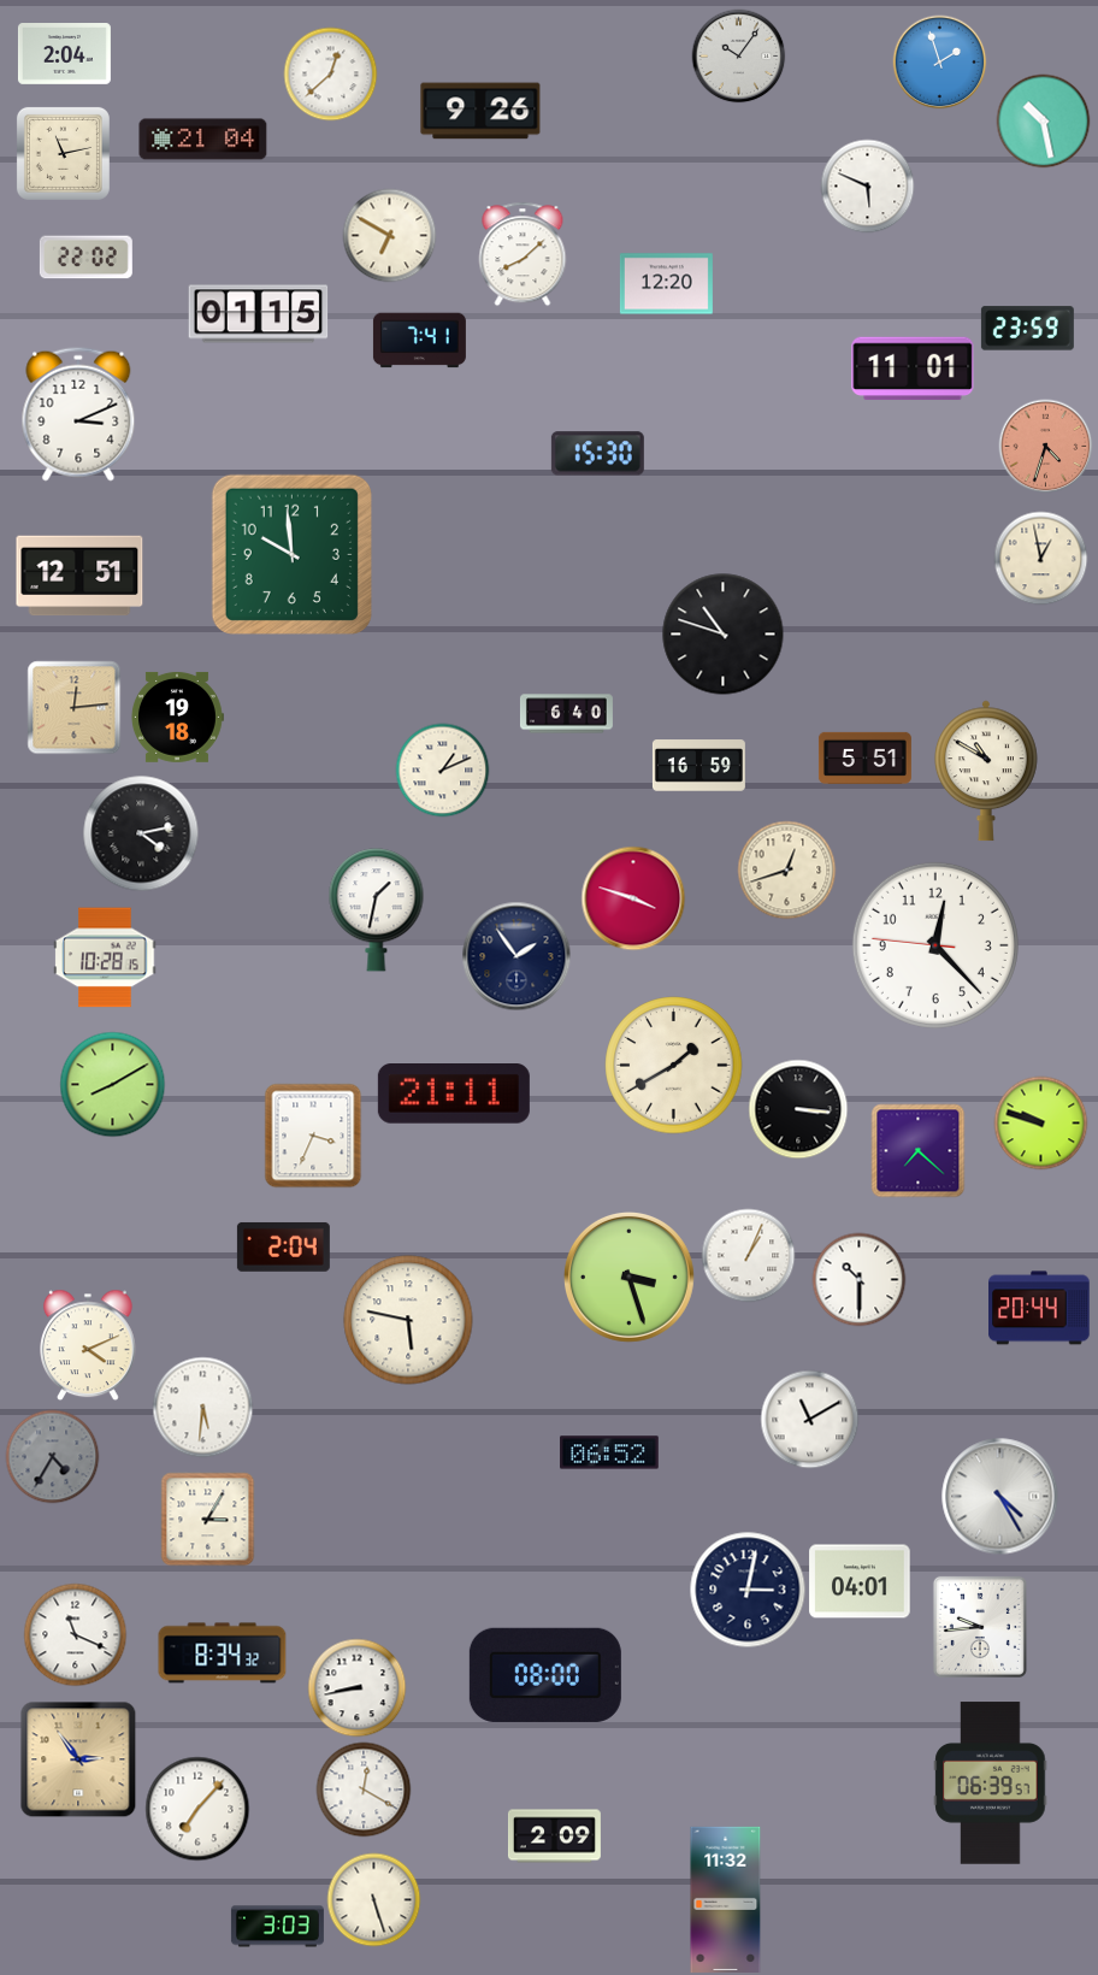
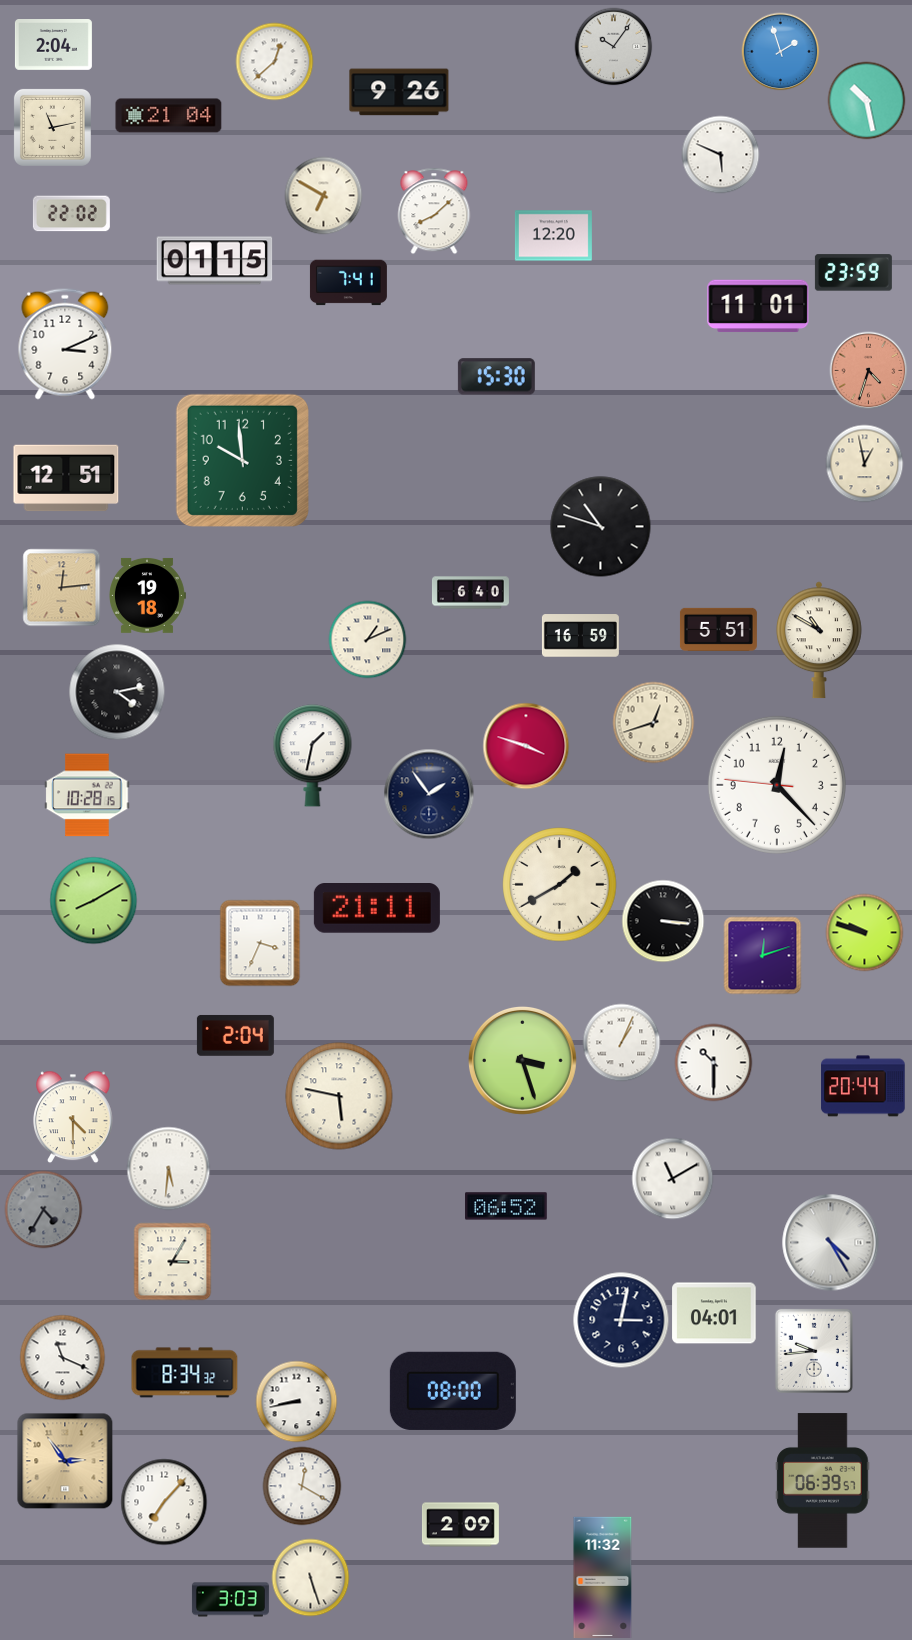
clock at (917, 1150): 7:22 -> 12:12
clock at (89, 1345): 4:11 -> 4:30
